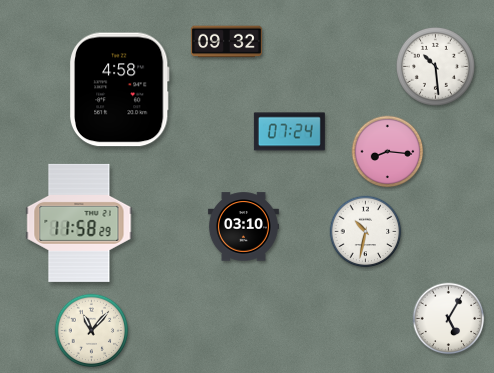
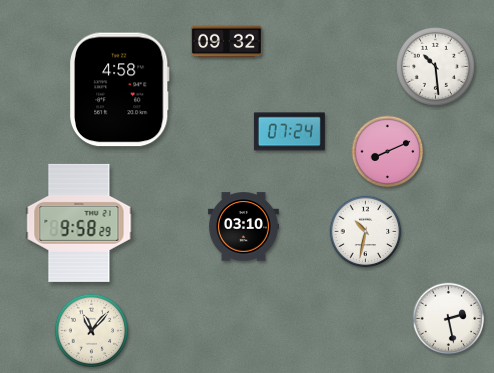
clock at (388, 152): 8:16 -> 8:11
clock at (79, 223): 11:58 -> 9:58
clock at (449, 319): 5:05 -> 2:28
